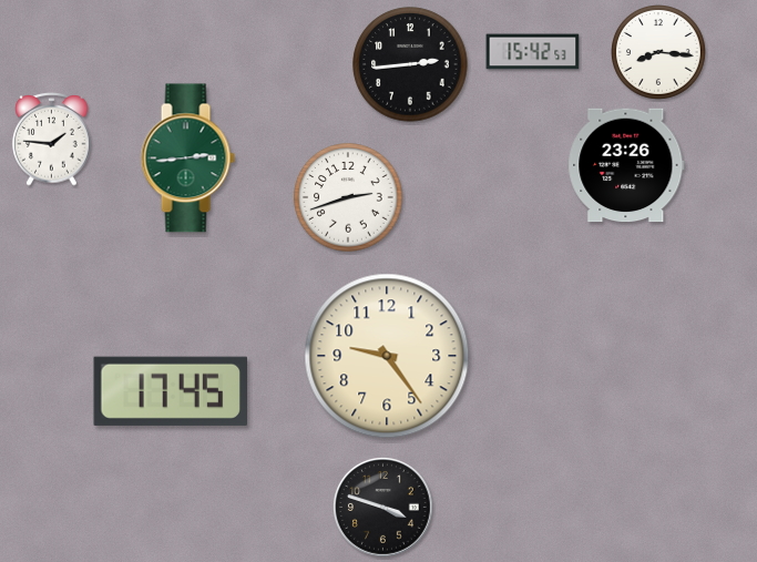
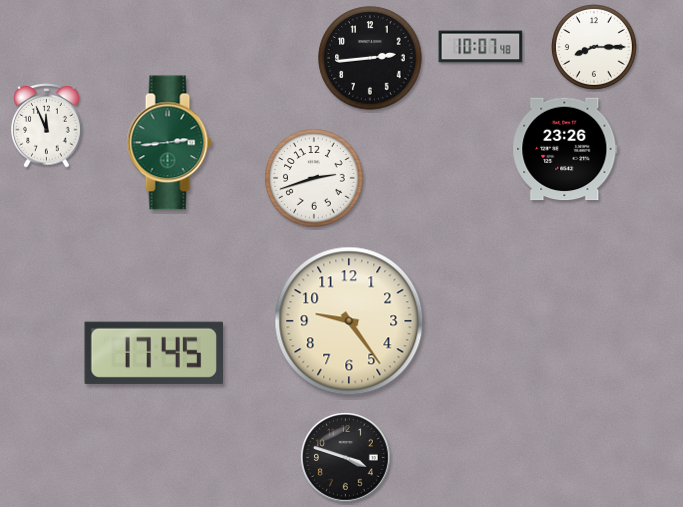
clock at (533, 52): 15:42 -> 10:07
clock at (659, 53): 8:16 -> 8:15
clock at (52, 140): 1:46 -> 11:56
